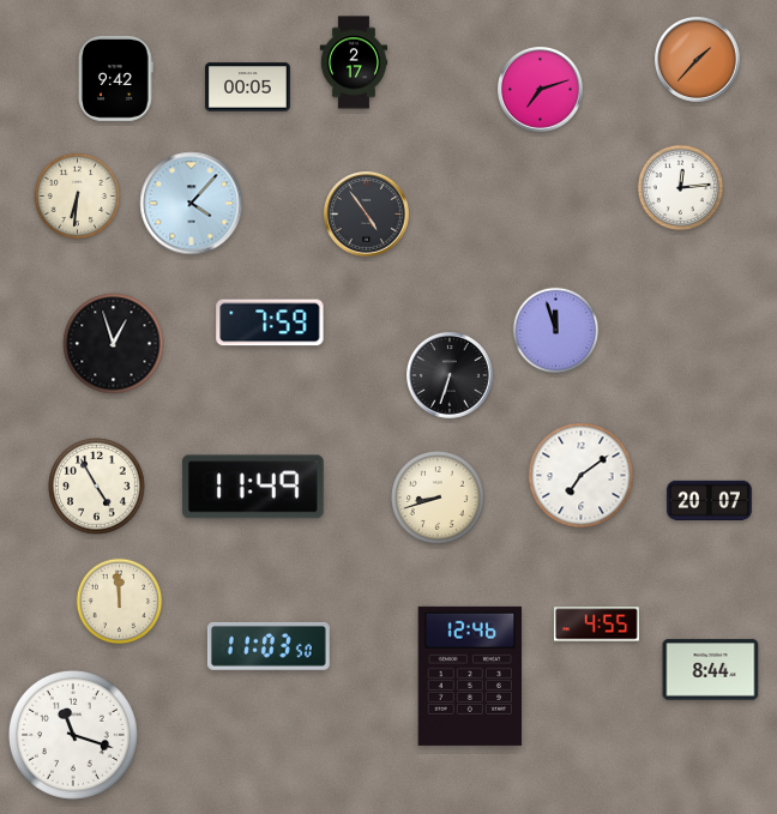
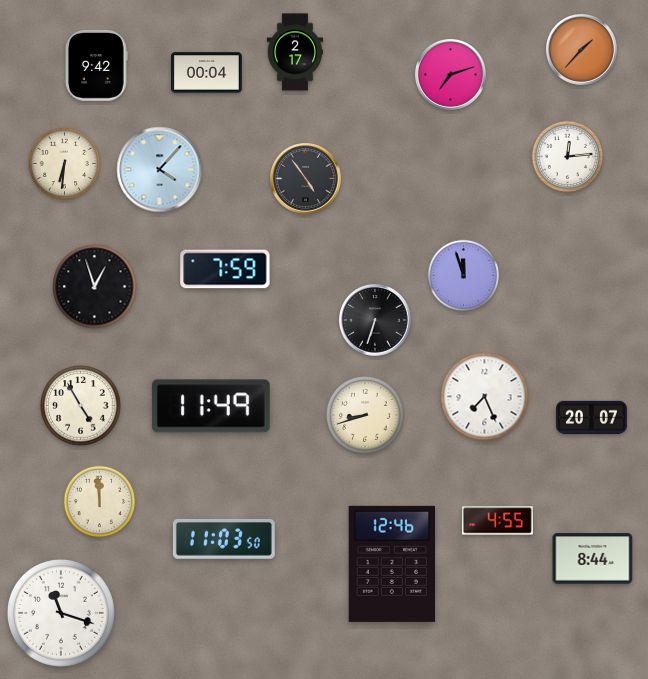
clock at (248, 88): 00:05 -> 00:04
clock at (451, 376) position: (451, 376) -> (376, 321)
clock at (582, 476): 7:09 -> 7:26
